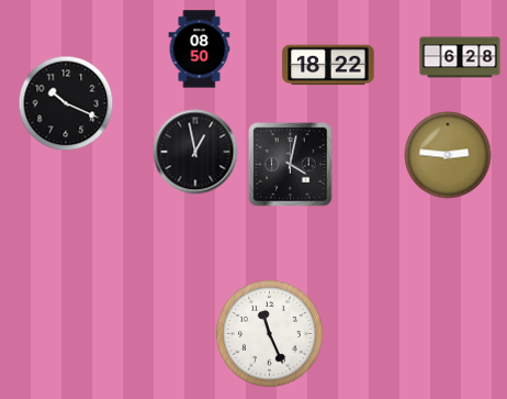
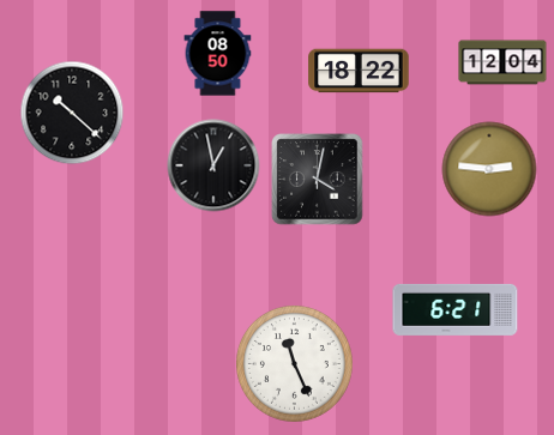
clock at (460, 57): 6:28 -> 12:04
clock at (66, 103): 10:19 -> 10:22
clock at (456, 309): none -> 6:21
